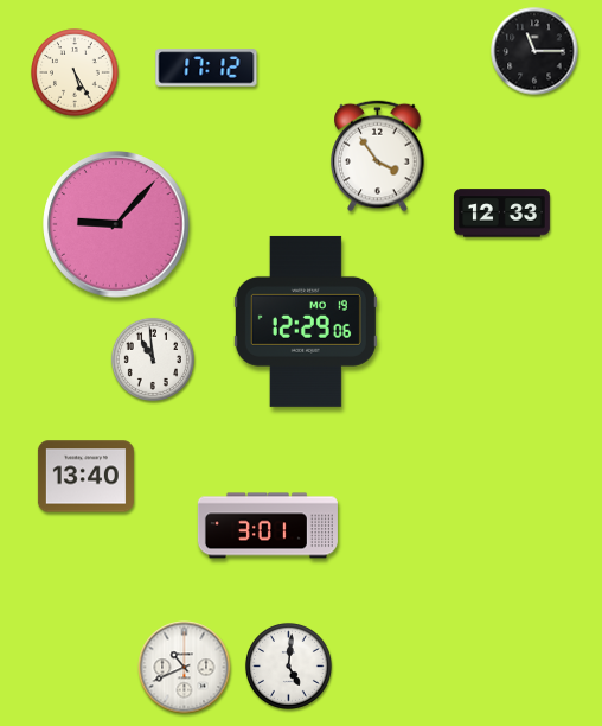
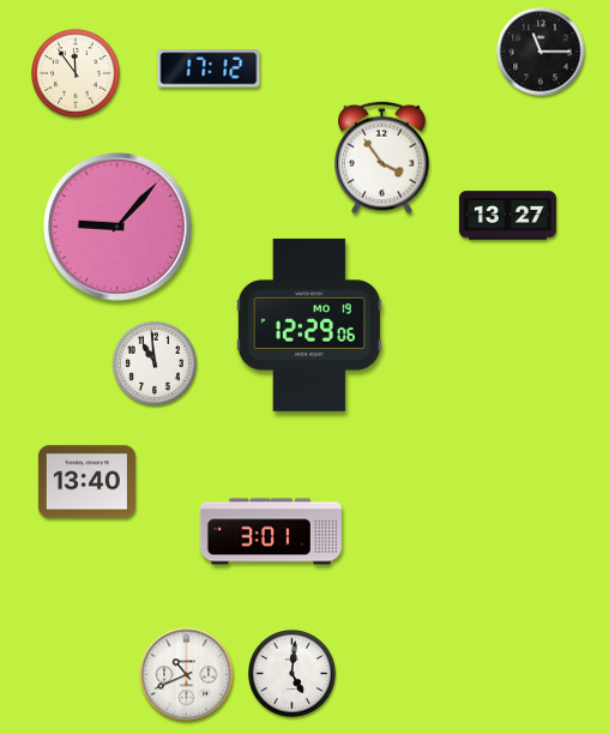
clock at (75, 72): 5:25 -> 11:54
clock at (501, 214): 12:33 -> 13:27
